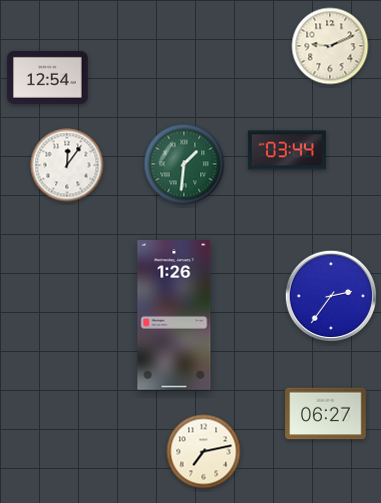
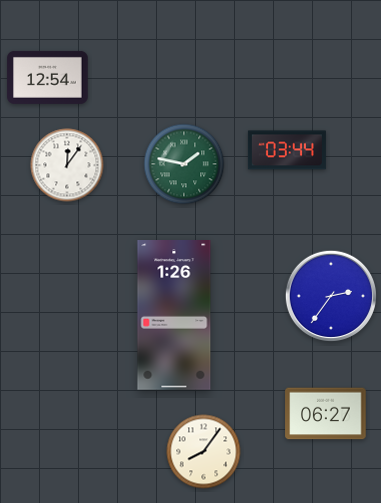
clock at (330, 46): 9:11 -> none
clock at (184, 164): 1:31 -> 1:47
clock at (204, 452): 7:13 -> 8:06
